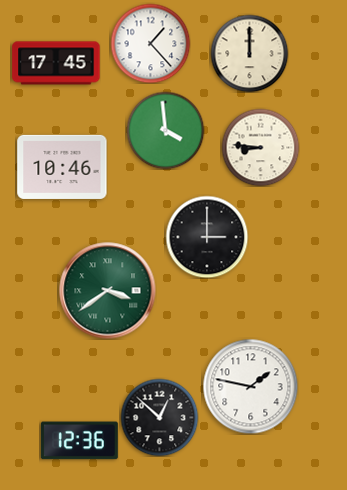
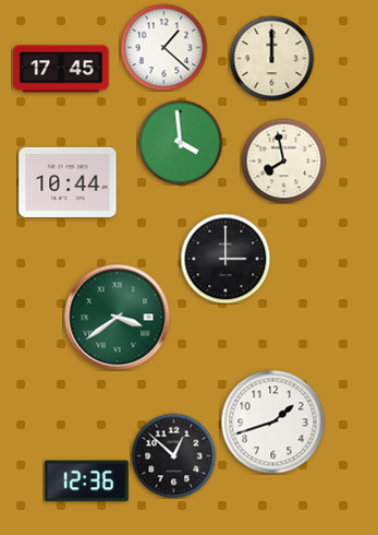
clock at (150, 43): 1:23 -> 1:22
clock at (260, 147): 8:46 -> 7:58
clock at (62, 167): 10:46 -> 10:44
clock at (250, 386): 1:47 -> 1:42
